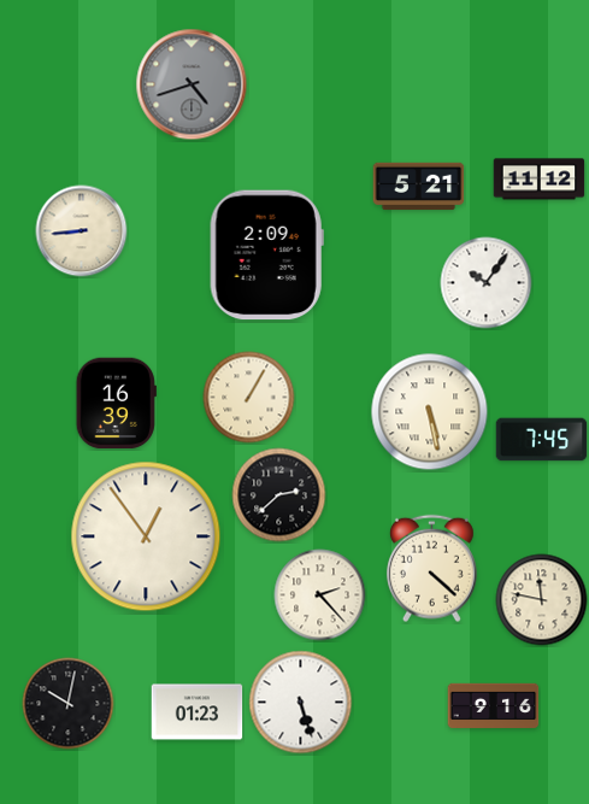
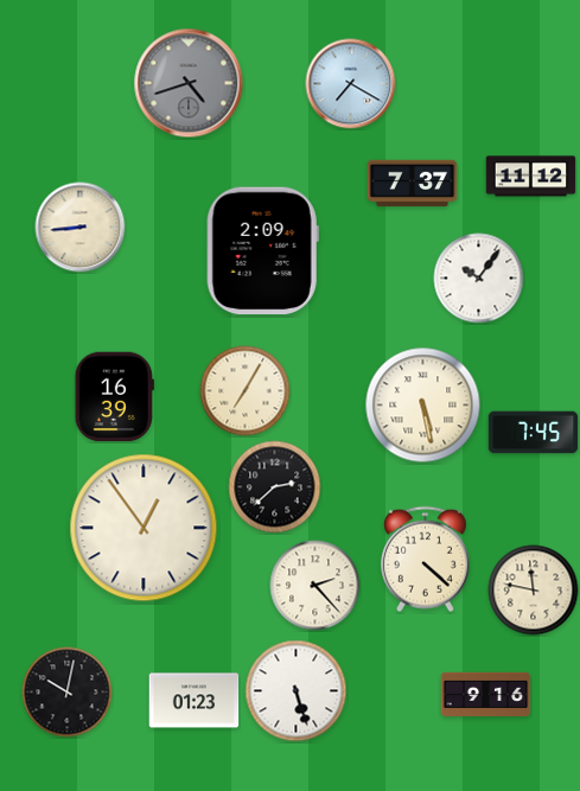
clock at (351, 84): none -> 7:20
clock at (419, 187): 5:21 -> 7:37
clock at (249, 398): 1:05 -> 7:05
